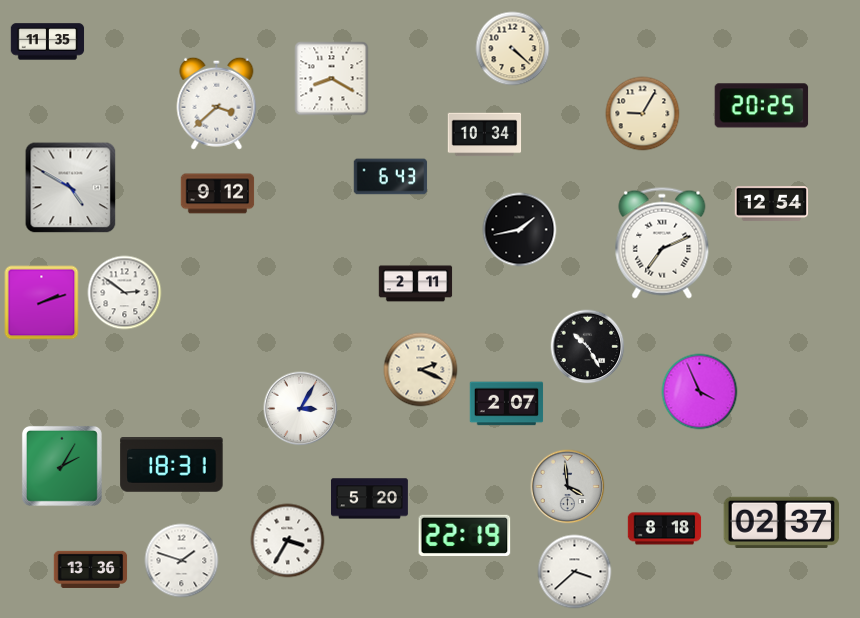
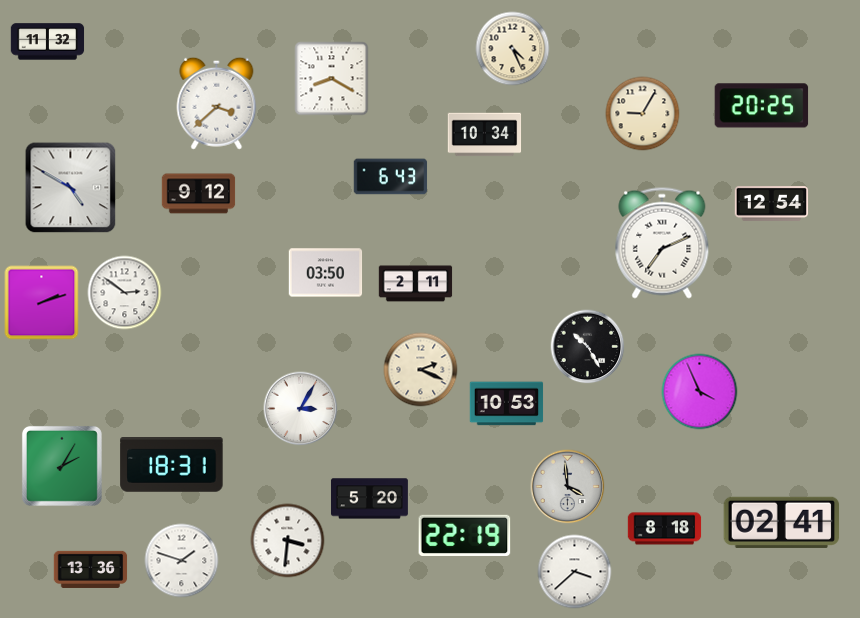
clock at (48, 42): 11:35 -> 11:32
clock at (513, 49): 4:22 -> 4:26
clock at (218, 194) position: (218, 194) -> (199, 194)
clock at (520, 230): 1:43 -> none
clock at (326, 273): none -> 03:50
clock at (507, 404): 2:07 -> 10:53
clock at (782, 522): 02:37 -> 02:41
clock at (288, 541): 3:35 -> 3:31
